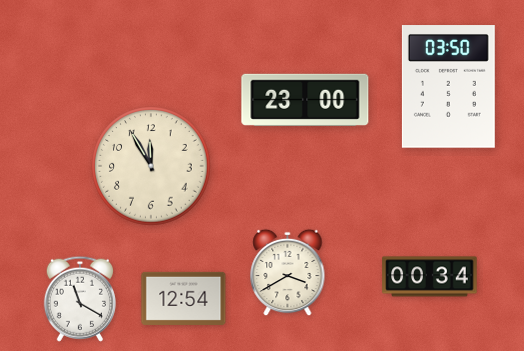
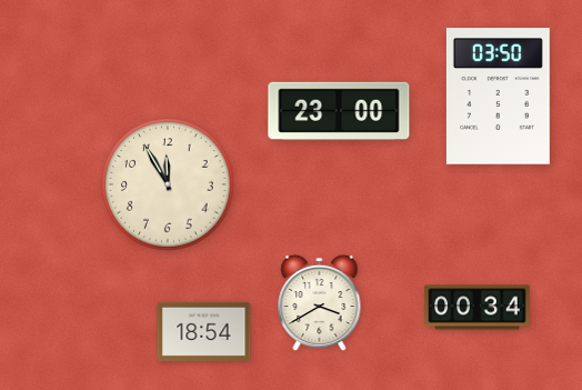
clock at (184, 298): 12:54 -> 18:54
clock at (80, 299): 11:20 -> none
